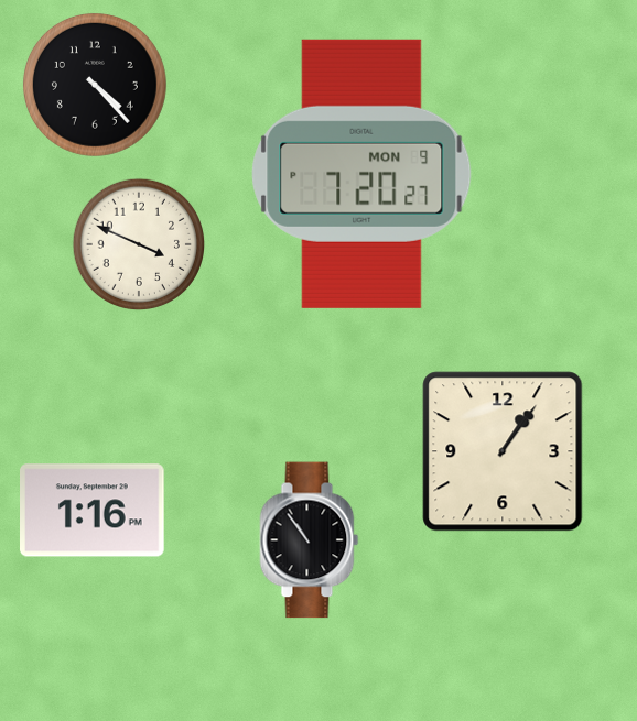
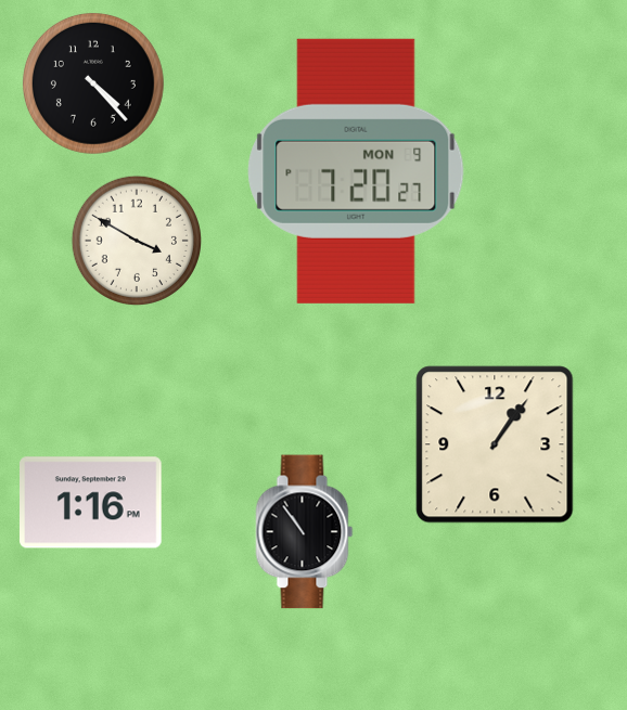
clock at (138, 243): 3:49 -> 3:50
